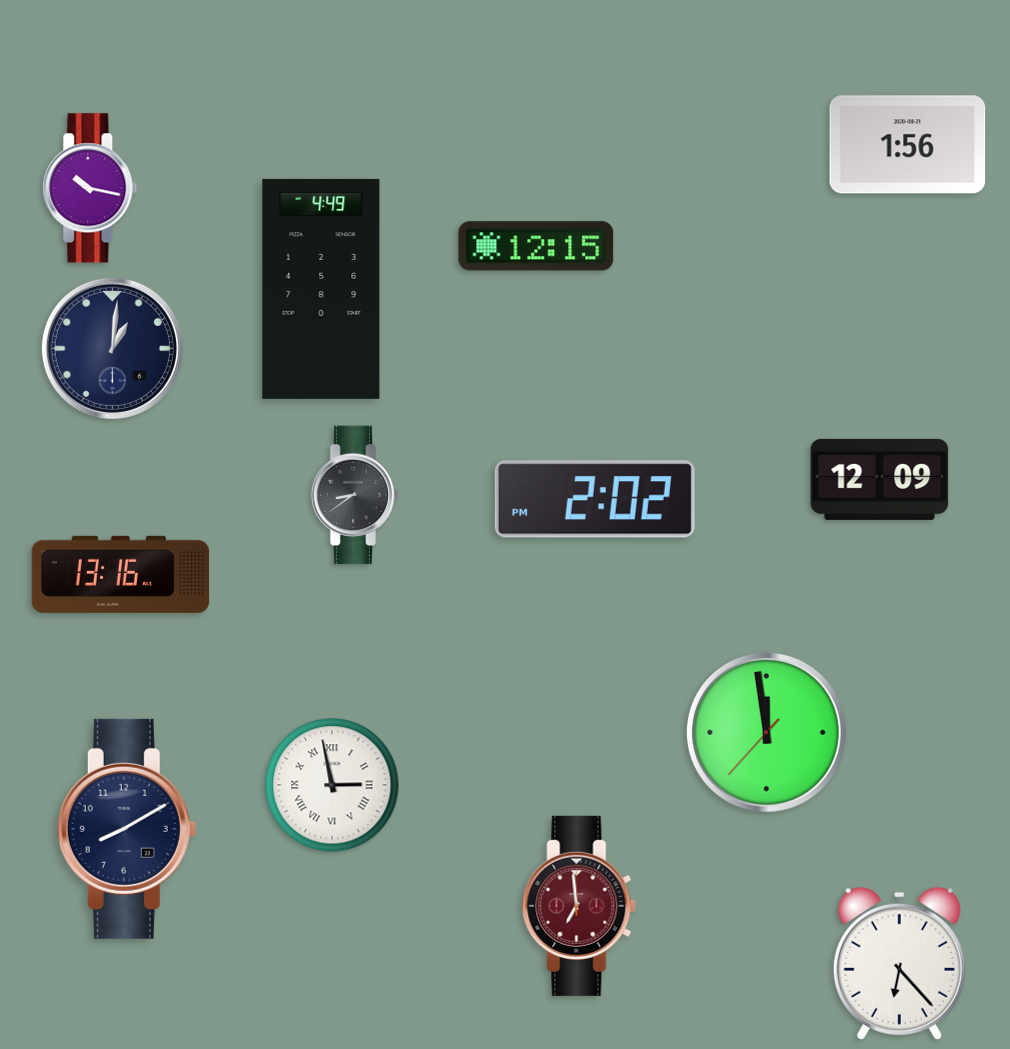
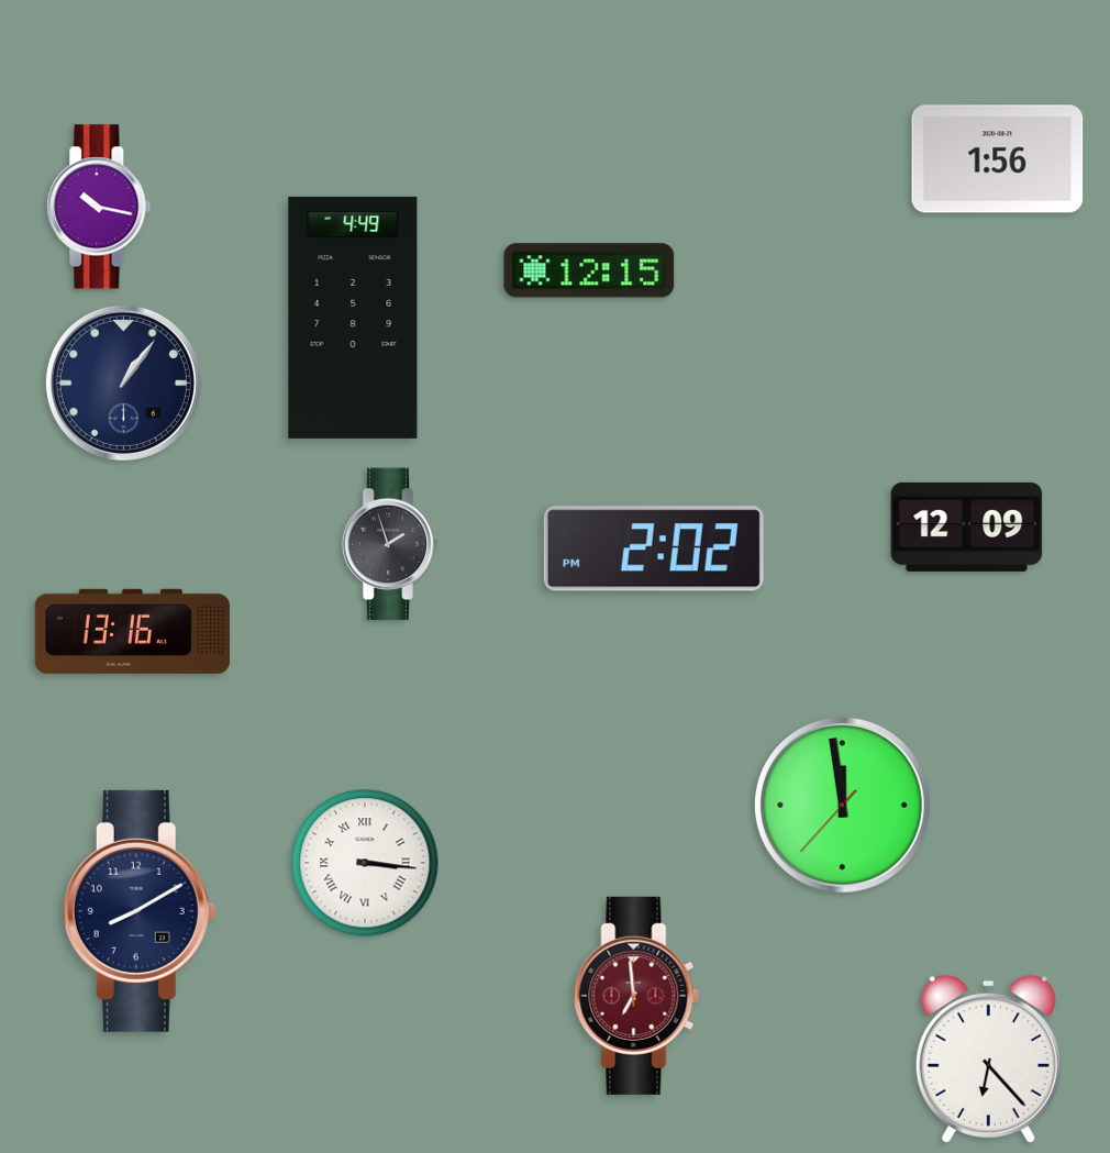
clock at (112, 348): 1:01 -> 1:06
clock at (355, 495): 8:39 -> 1:57
clock at (332, 785): 2:58 -> 3:16
